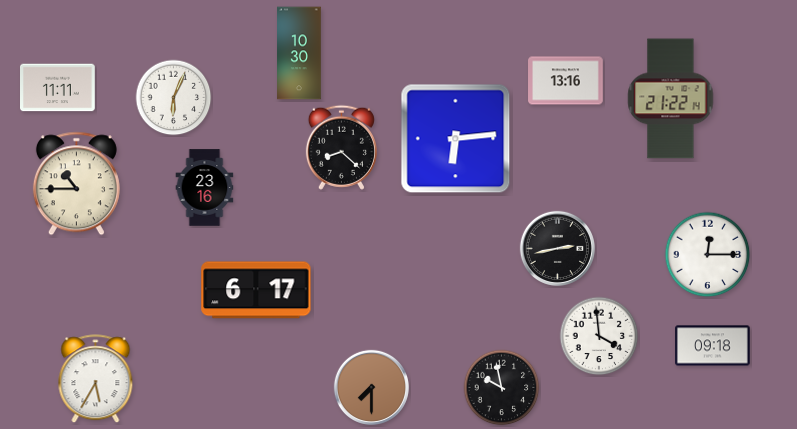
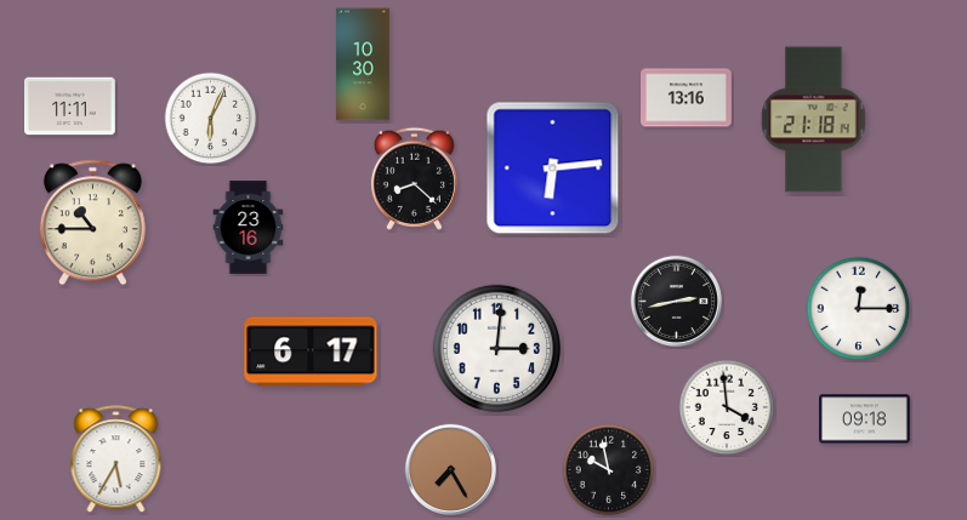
clock at (671, 99): 21:22 -> 21:18
clock at (496, 348): none -> 3:01
clock at (371, 387): 7:30 -> 7:25
